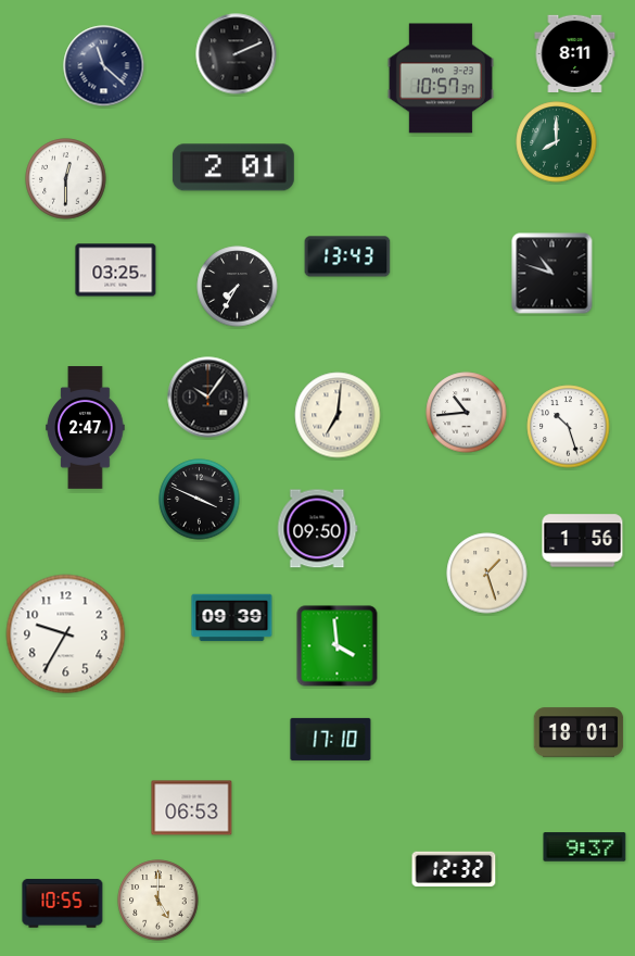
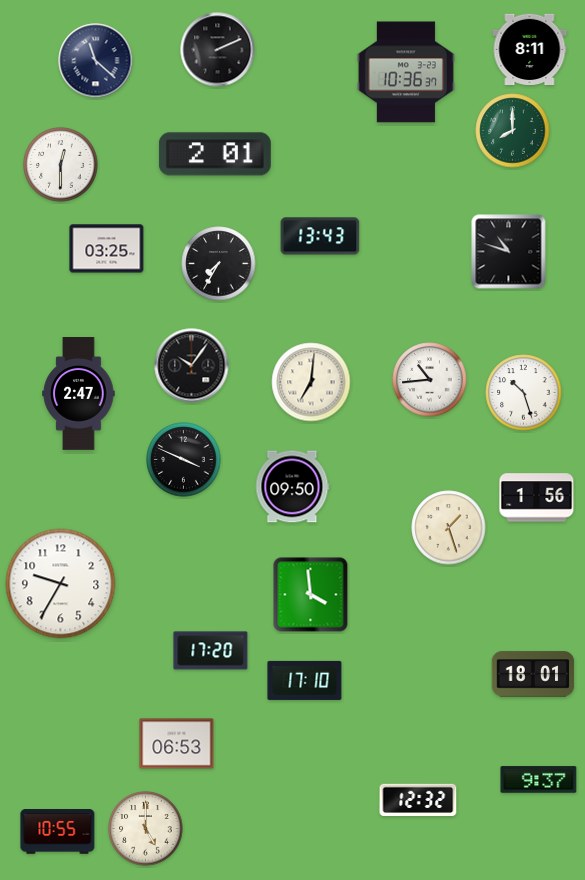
clock at (441, 78): 10:57 -> 10:36
clock at (232, 618): 09:39 -> none
clock at (211, 651): none -> 17:20
